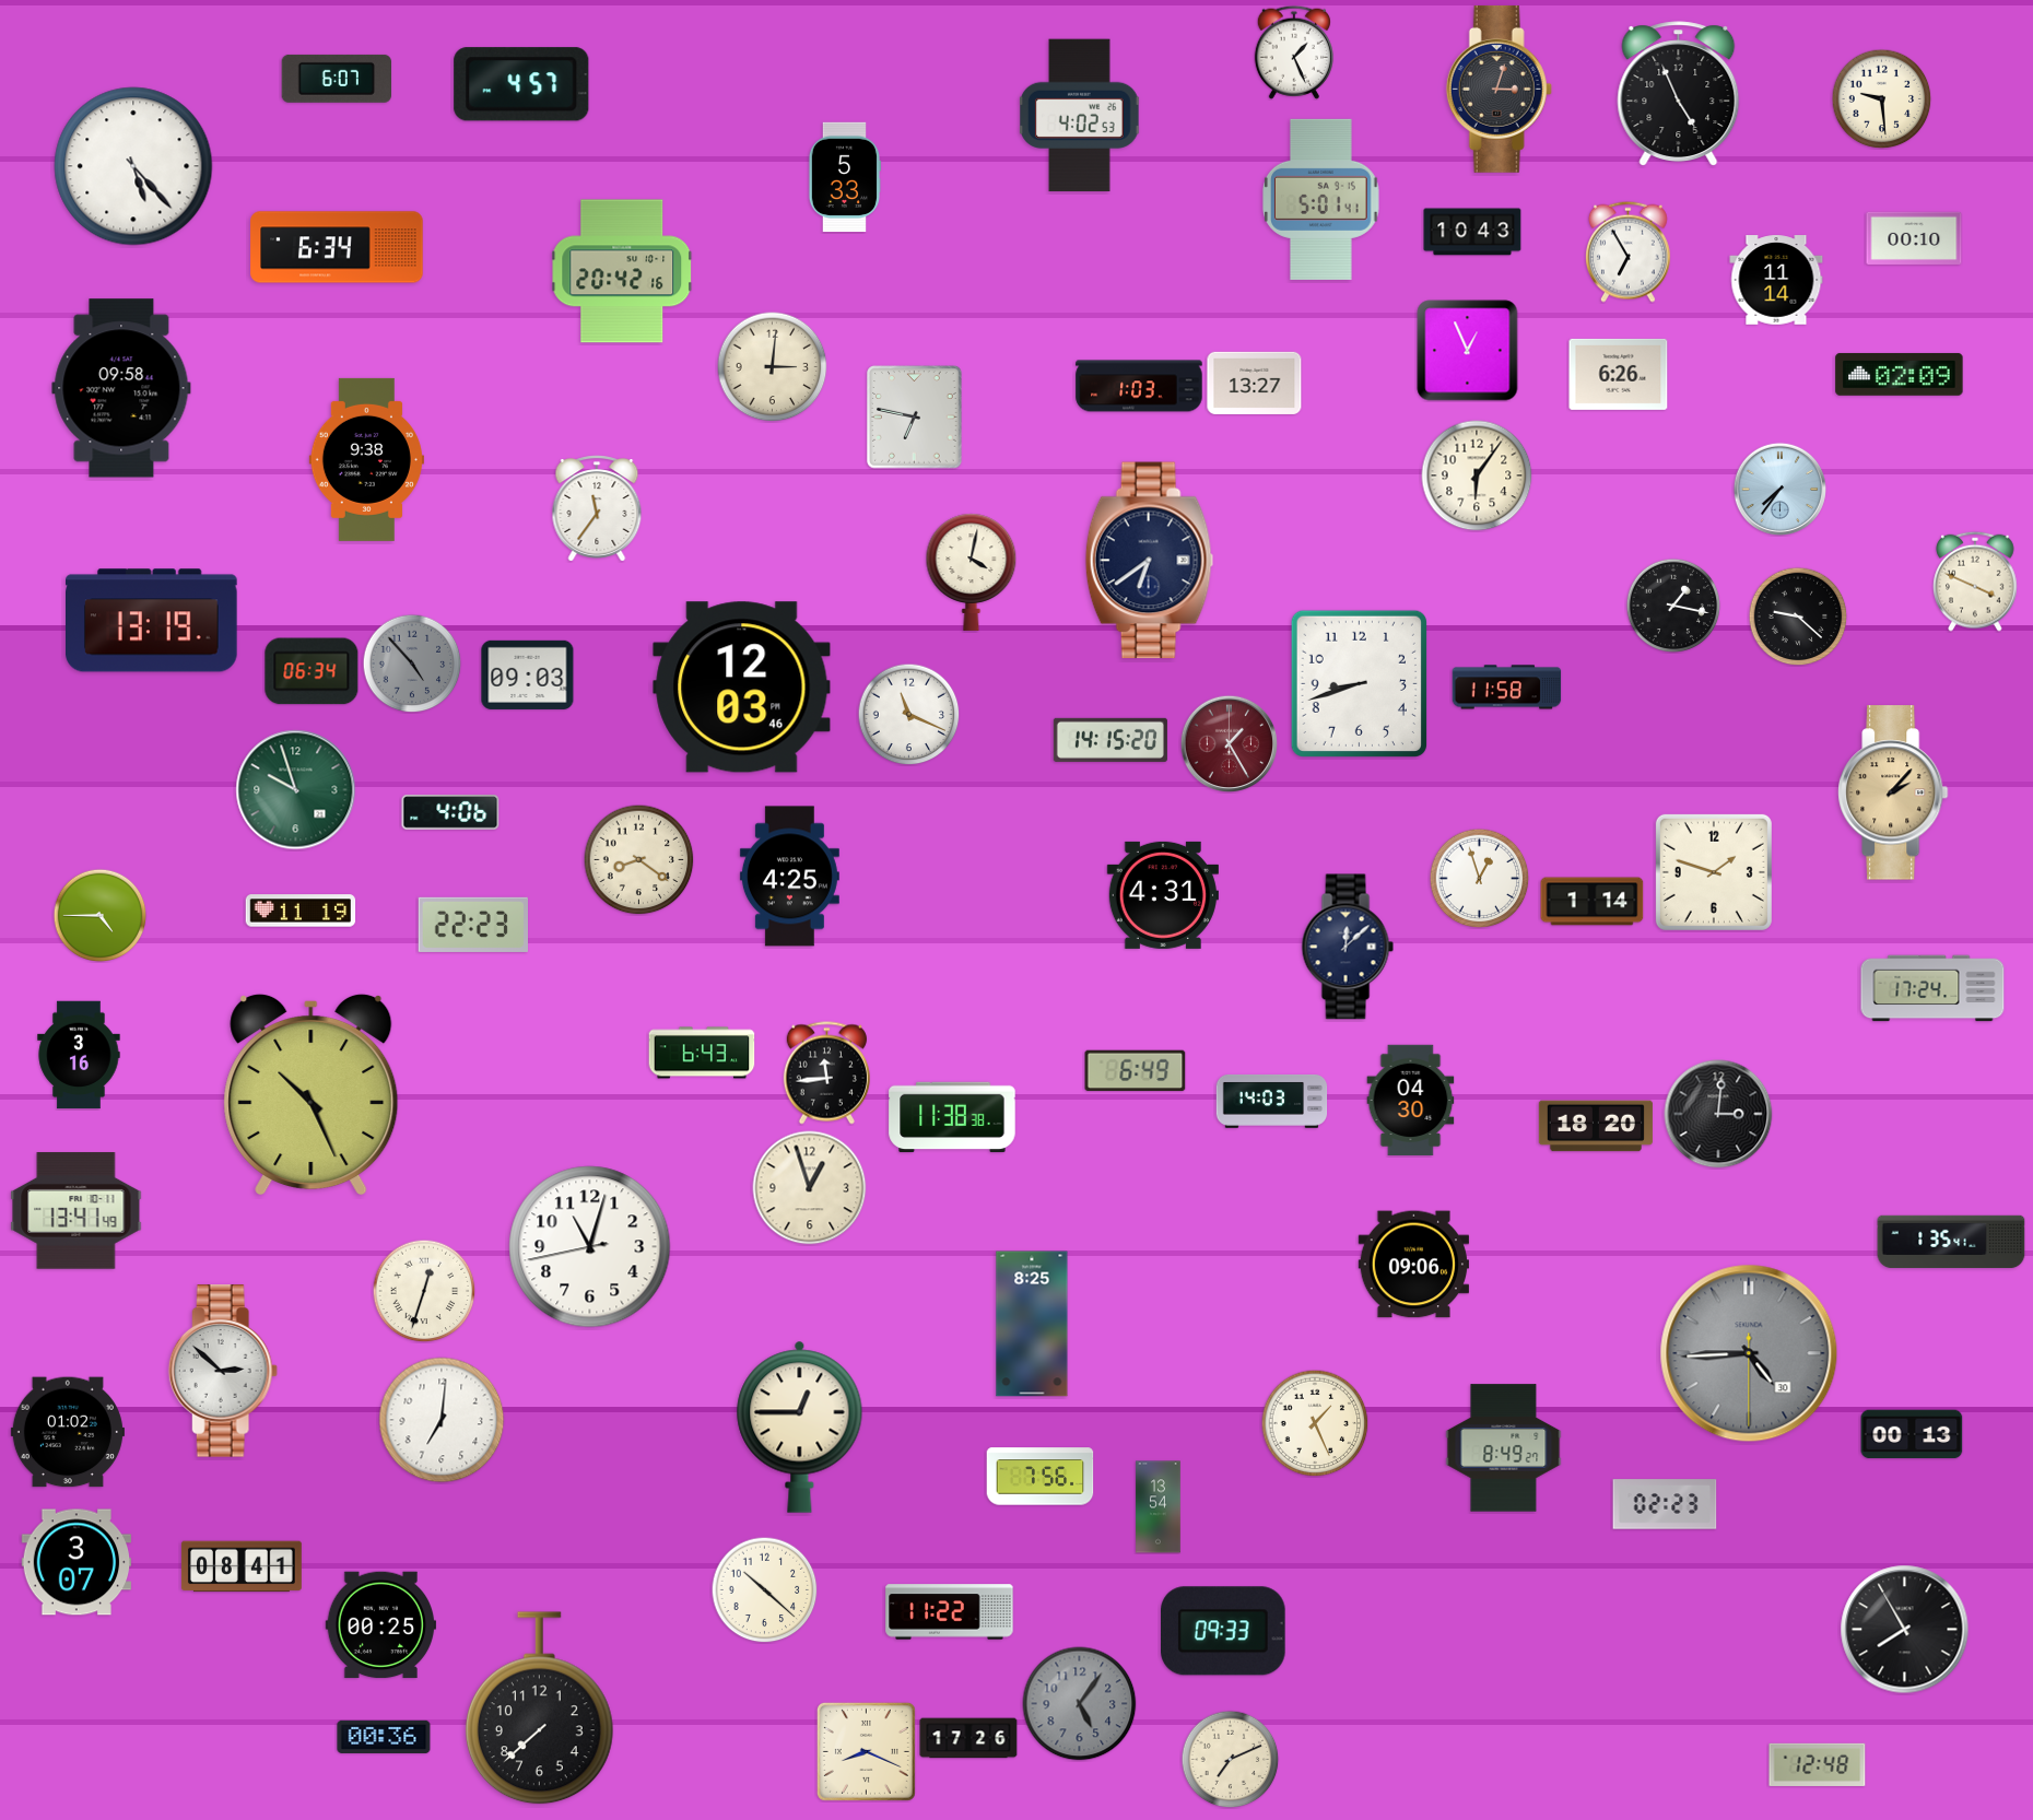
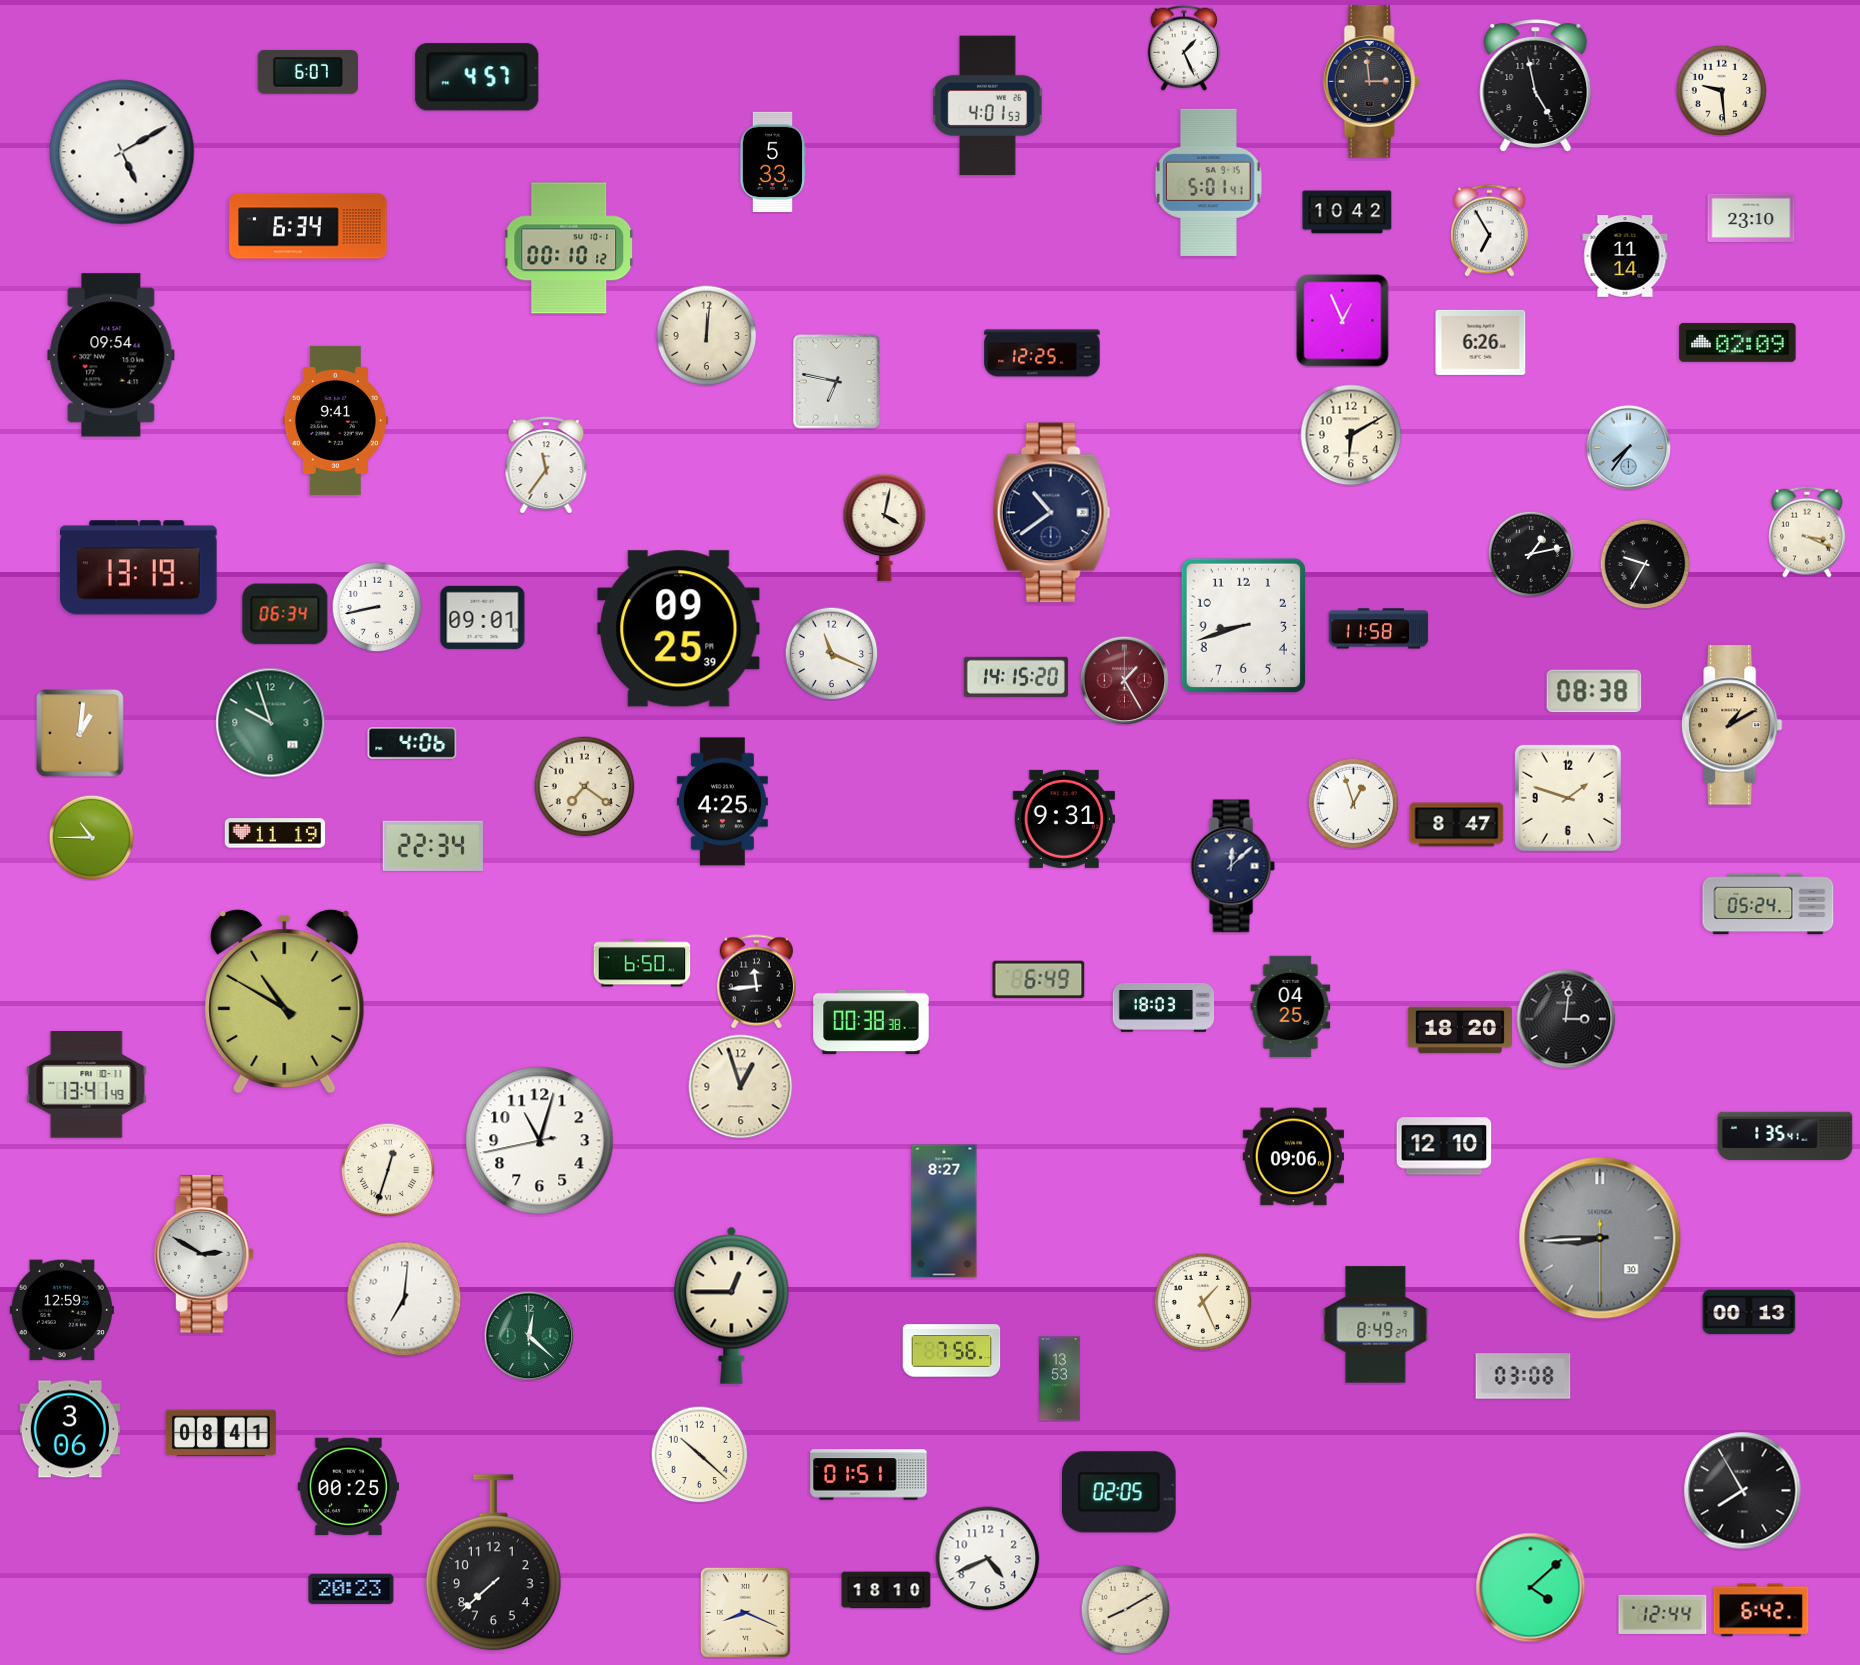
clock at (1499, 89): 3:03 -> 2:59
clock at (1679, 93): 4:56 -> 4:58
clock at (1080, 116): 4:02 -> 4:01
clock at (133, 166): 5:23 -> 5:10
clock at (1472, 232): 10:43 -> 10:42
clock at (1914, 238): 00:10 -> 23:10
clock at (623, 271): 20:42 -> 00:10
clock at (773, 367): 3:01 -> 12:01
clock at (1255, 383): 13:27 -> none
clock at (1139, 386): 1:03 -> 12:25
clock at (121, 388): 09:58 -> 09:54
clock at (366, 459): 9:38 -> 9:41
clock at (1477, 475): 6:06 -> 6:10
clock at (1150, 561): 6:39 -> 10:39
clock at (972, 572) position: (972, 572) -> (885, 527)
clock at (1975, 582): 3:49 -> 3:19
clock at (1673, 606): 1:17 -> 1:13
clock at (1798, 617): 9:22 -> 9:35
clock at (412, 664): 4:53 -> 8:43
clock at (412, 664) dial: grey -> white
clock at (528, 674): 09:03 -> 09:01
clock at (742, 688): 12:03 -> 09:25
clock at (1594, 691): none -> 08:38
clock at (1893, 792): 2:07 -> 1:10
clock at (81, 734): none -> 1:01
clock at (639, 860): 8:21 -> 7:21
clock at (1163, 895): 4:31 -> 9:31
clock at (1593, 902): 1:14 -> 8:47
clock at (99, 915): 4:45 -> 10:45
clock at (472, 925): 22:23 -> 22:34
clock at (1932, 988): 17:24 -> 05:24
clock at (702, 1053): 6:43 -> 6:50
clock at (79, 1055): 3:16 -> none
clock at (312, 1094): 10:26 -> 10:50
clock at (1411, 1101): 04:30 -> 04:25
clock at (1272, 1102): 14:03 -> 18:03
clock at (1718, 1114) position: (1718, 1114) -> (1566, 1019)
clock at (952, 1117): 11:38 -> 00:38
clock at (77, 1211) position: (77, 1211) -> (87, 1085)
clock at (1444, 1146): none -> 12:10
clock at (424, 1291) position: (424, 1291) -> (388, 1170)
clock at (1032, 1324): 8:25 -> 8:27
clock at (1749, 1353): 4:44 -> 8:44
clock at (223, 1371): 2:52 -> 2:50
clock at (68, 1432): 01:02 -> 12:59
clock at (529, 1336): none -> 12:22
clock at (1665, 1504): 02:23 -> 03:08
clock at (1159, 1507): 13:54 -> 13:53
clock at (77, 1562): 3:07 -> 3:06
clock at (950, 1612): 11:22 -> 01:51
clock at (1224, 1631): 09:33 -> 02:05
clock at (1080, 1704): 5:06 -> 4:41
clock at (1080, 1704) dial: grey -> white
clock at (1531, 1588): none -> 4:08
clock at (384, 1737): 00:36 -> 20:23
clock at (968, 1738): 17:26 -> 18:10
clock at (866, 1751) position: (866, 1751) -> (745, 1612)
clock at (1230, 1759): 7:11 -> 8:10
clock at (1761, 1610): none -> 6:42
clock at (1818, 1764): 12:48 -> 12:44
